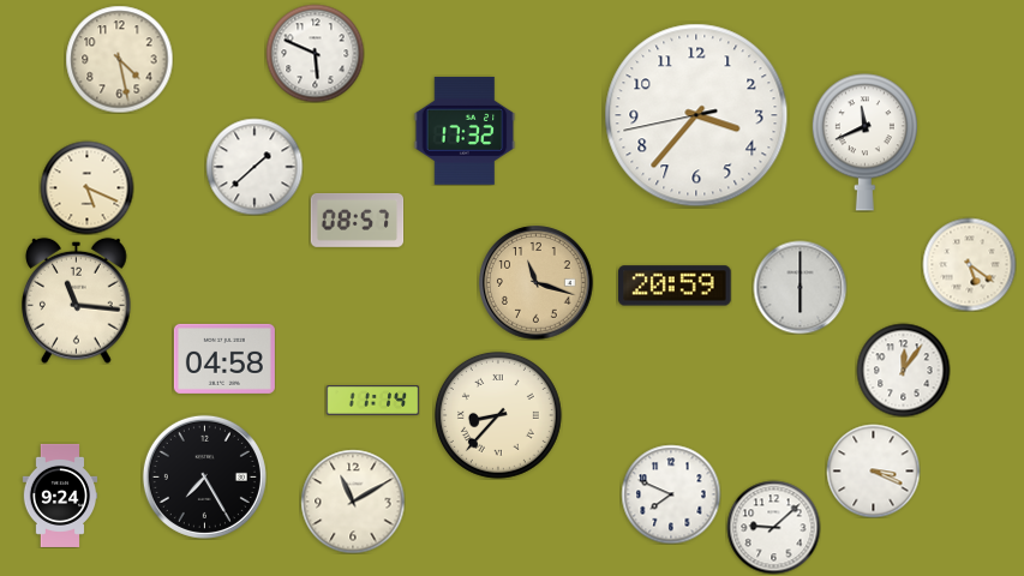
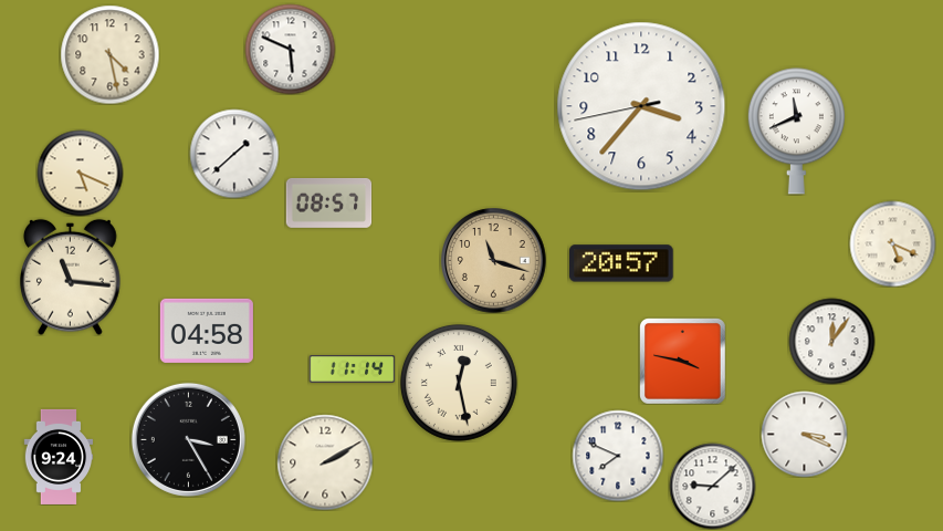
clock at (465, 131): 17:32 -> none
clock at (969, 264): 5:21 -> 5:19
clock at (676, 286): 20:59 -> 20:57
clock at (800, 287): 6:00 -> none
clock at (682, 361): none -> 3:47
clock at (372, 401) position: (372, 401) -> (352, 369)
clock at (498, 415): 8:37 -> 12:28
clock at (204, 476): 7:25 -> 3:25
clock at (60, 496) position: (60, 496) -> (59, 457)
clock at (353, 502): 11:10 -> 2:10
